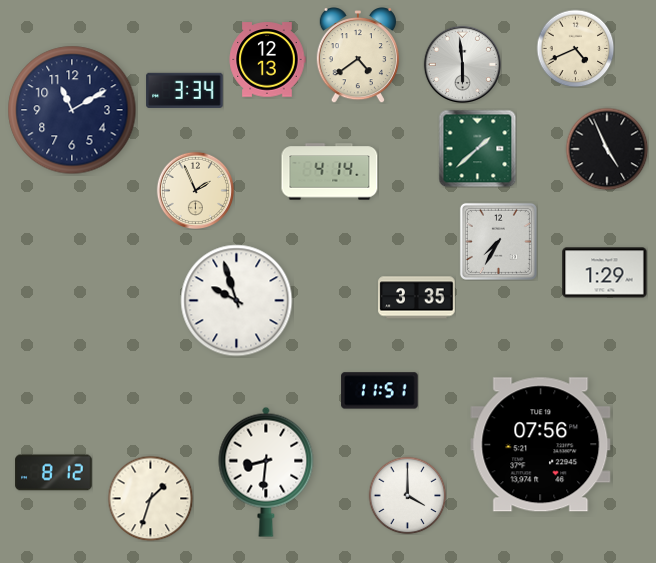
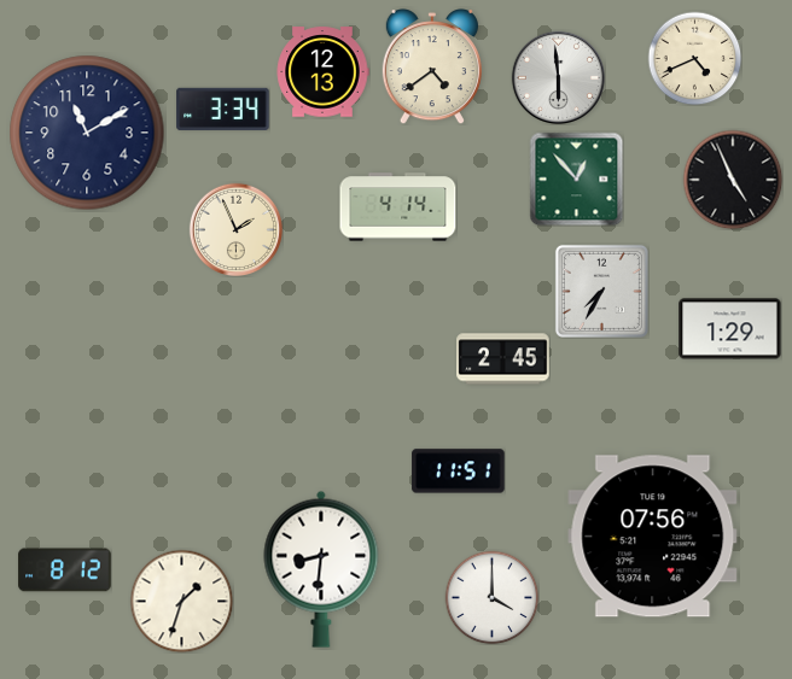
clock at (477, 148): 1:38 -> 12:53
clock at (417, 298): 3:35 -> 2:45
clock at (237, 301): 9:57 -> none
